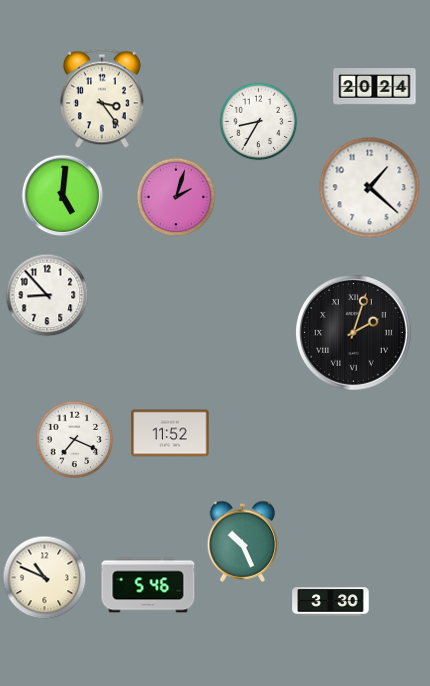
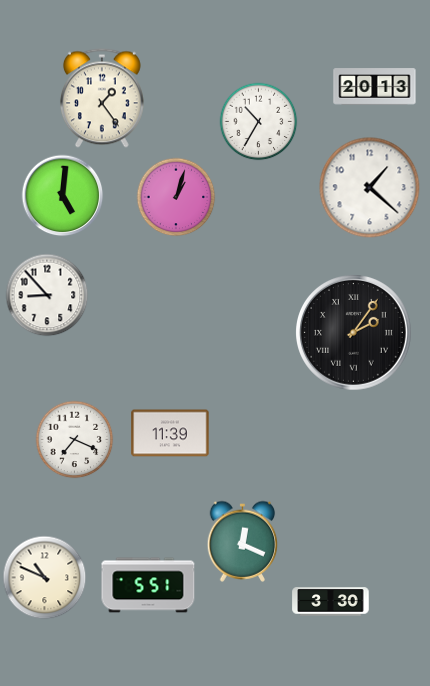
clock at (375, 87): 20:24 -> 20:13
clock at (102, 98): 3:24 -> 1:24
clock at (258, 121): 8:35 -> 10:35
clock at (176, 197): 2:03 -> 1:03
clock at (354, 333): 2:03 -> 2:06
clock at (170, 433): 11:52 -> 11:39
clock at (243, 541): 10:26 -> 12:19
clock at (148, 585): 5:46 -> 5:51
